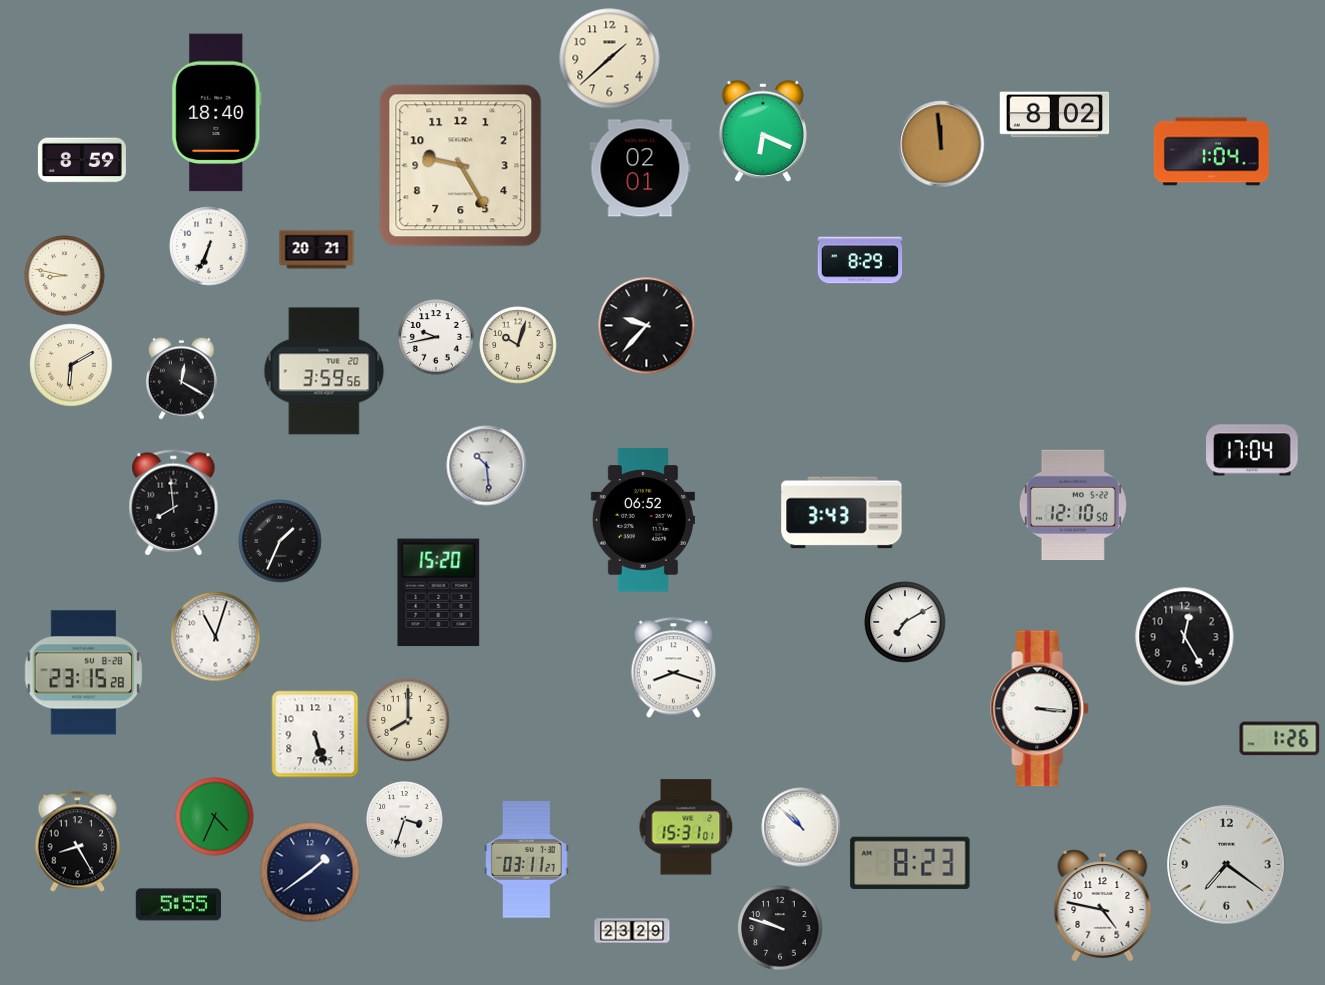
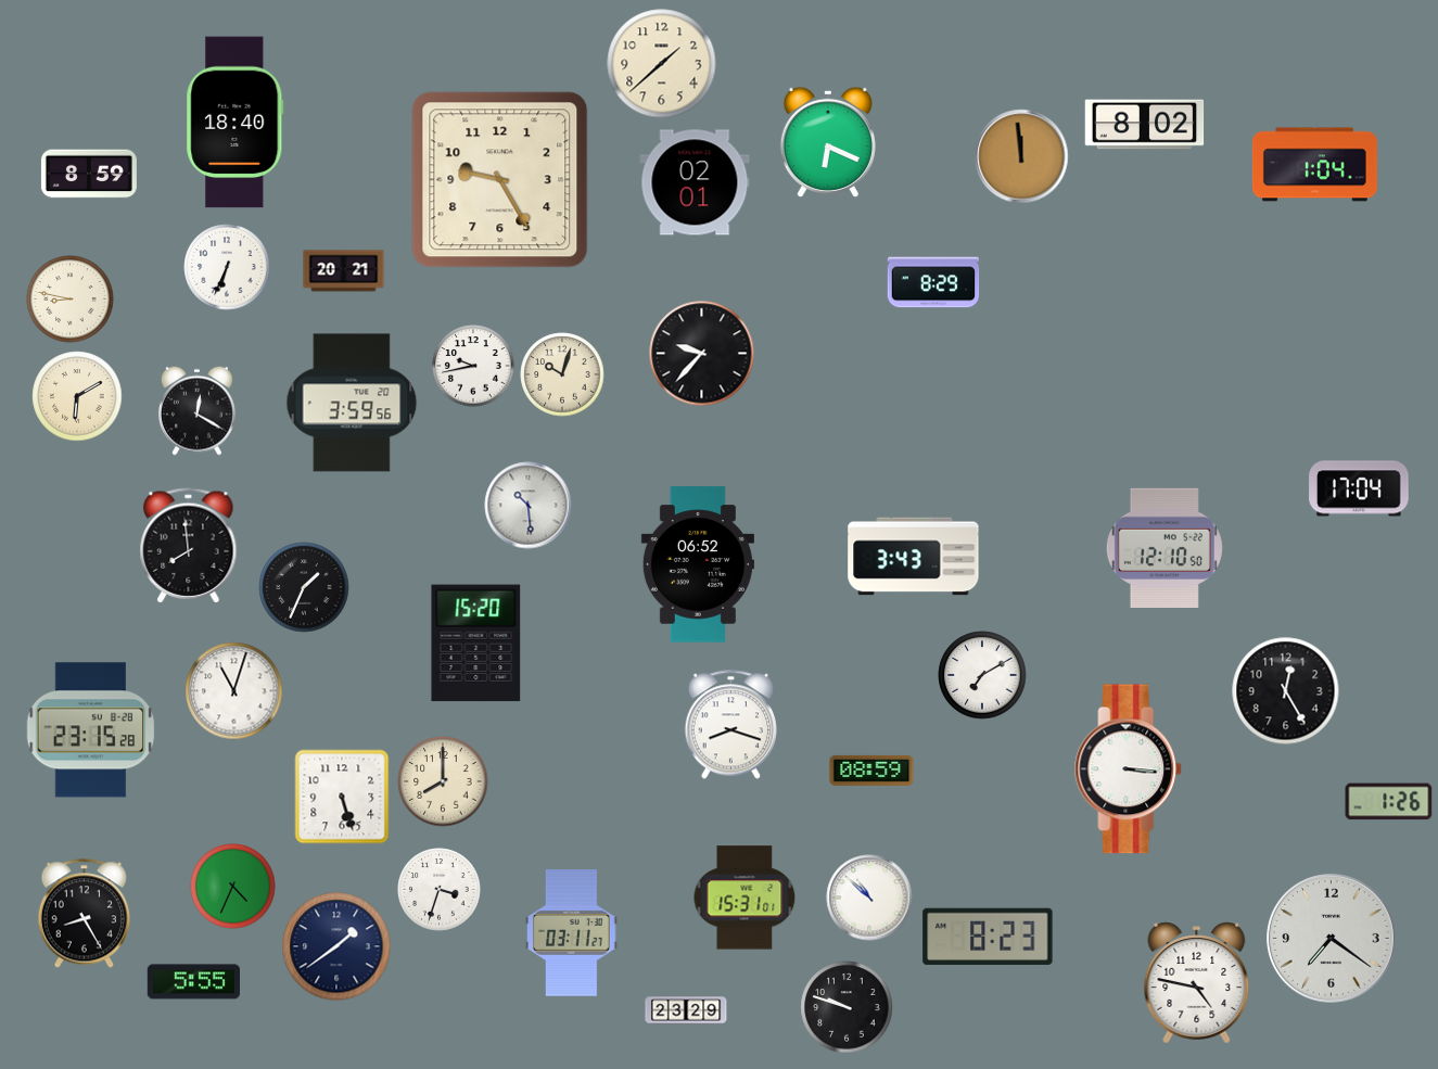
clock at (871, 771): none -> 08:59
